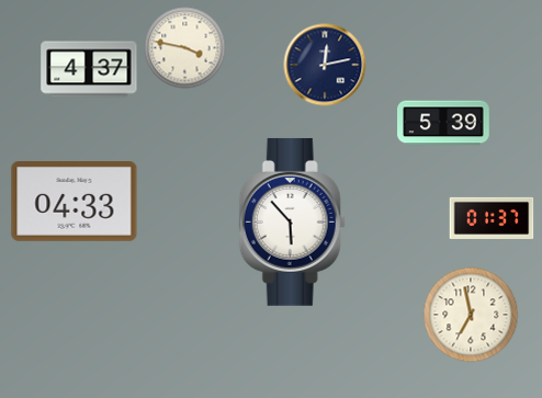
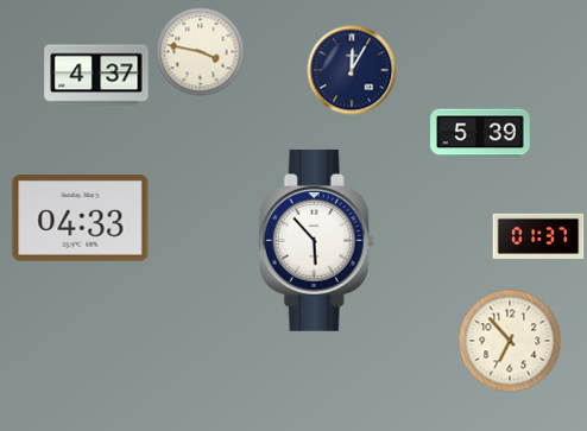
clock at (325, 65): 12:13 -> 12:05
clock at (492, 217) position: (492, 217) -> (538, 235)
clock at (471, 315): 6:58 -> 6:53
